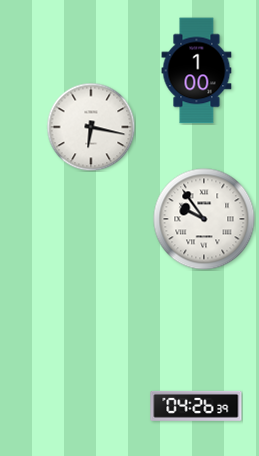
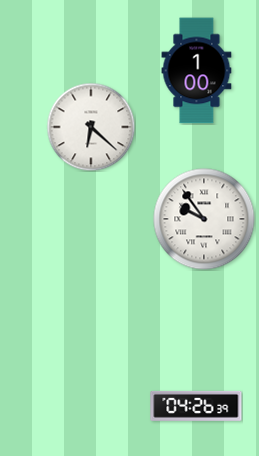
clock at (91, 127): 6:17 -> 6:22
